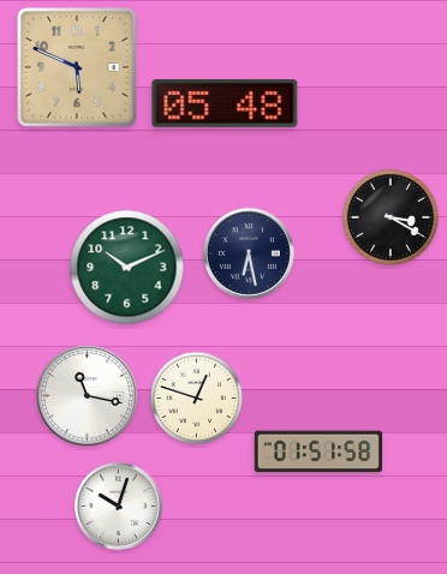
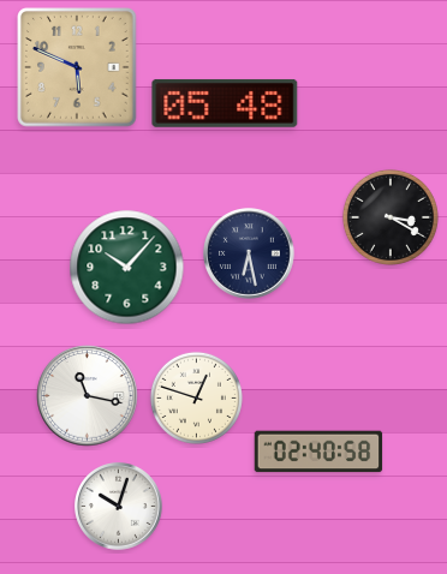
clock at (127, 268): 10:11 -> 10:07
clock at (318, 452): 01:51 -> 02:40
